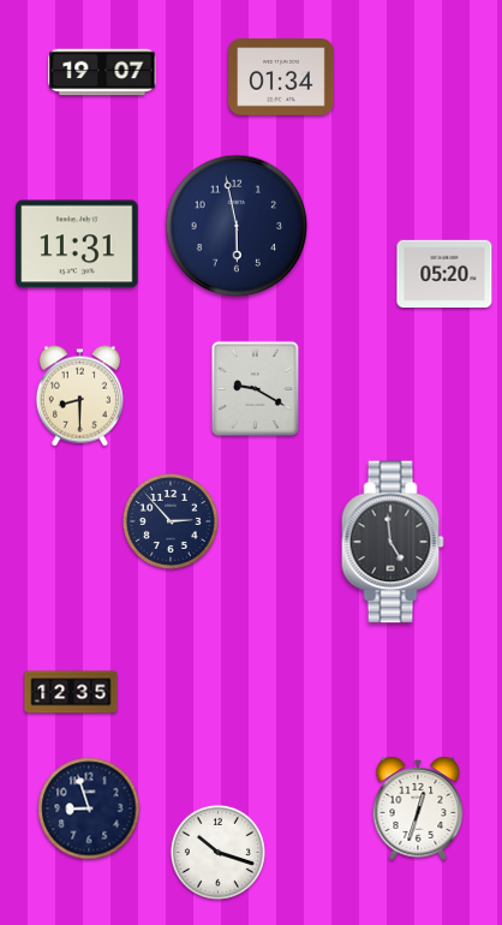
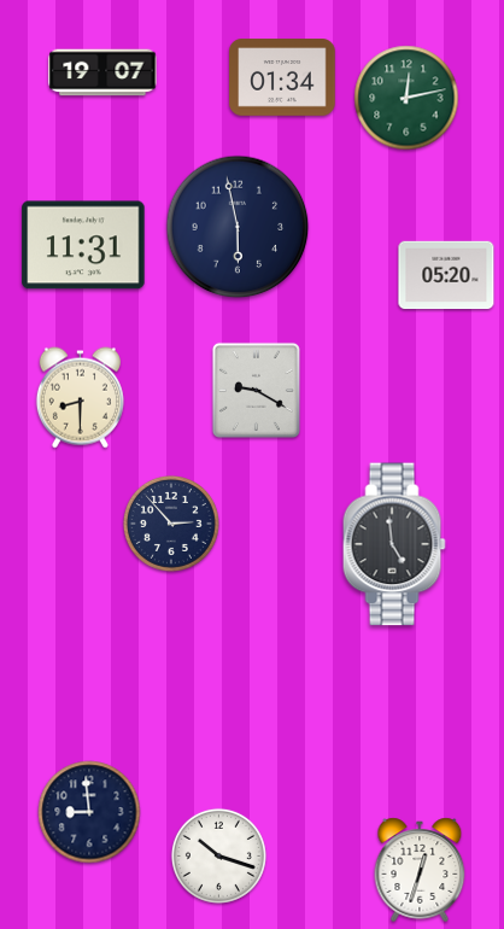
clock at (406, 98): none -> 12:13
clock at (77, 244) position: (77, 244) -> (83, 245)
clock at (71, 692): 12:35 -> none
clock at (89, 808): 8:57 -> 8:59
clock at (418, 808) position: (418, 808) -> (420, 870)
